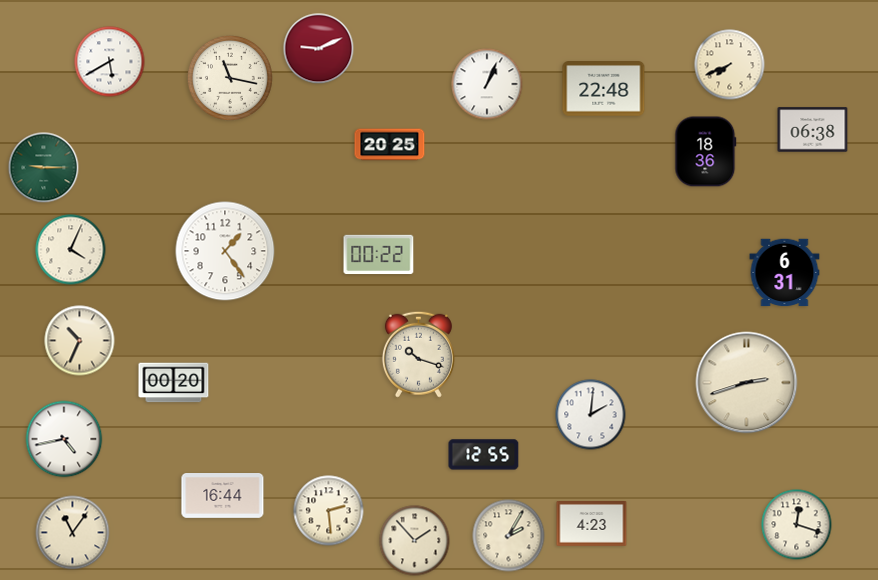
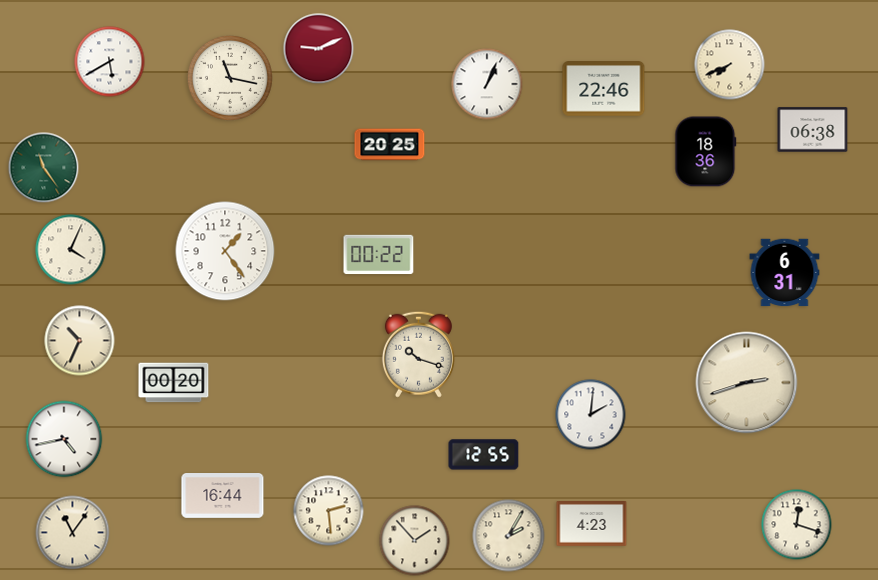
clock at (604, 89): 22:48 -> 22:46
clock at (44, 168): 9:15 -> 11:24
